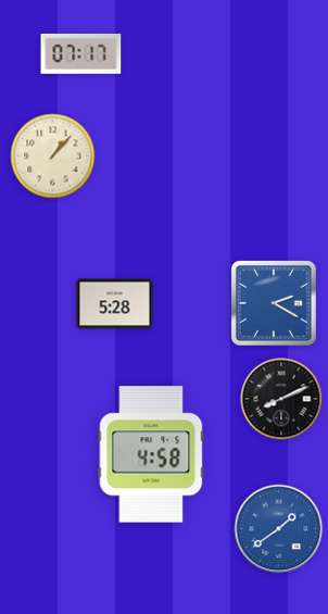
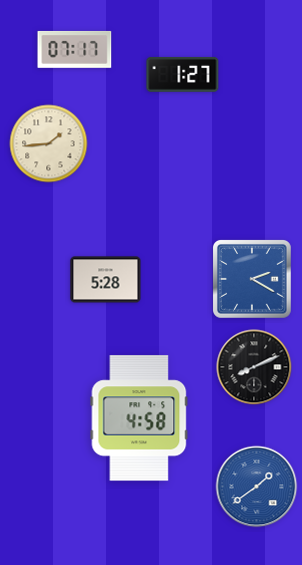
clock at (183, 74): none -> 1:27
clock at (53, 156): 1:07 -> 1:44
clock at (281, 399) position: (281, 399) -> (254, 367)
